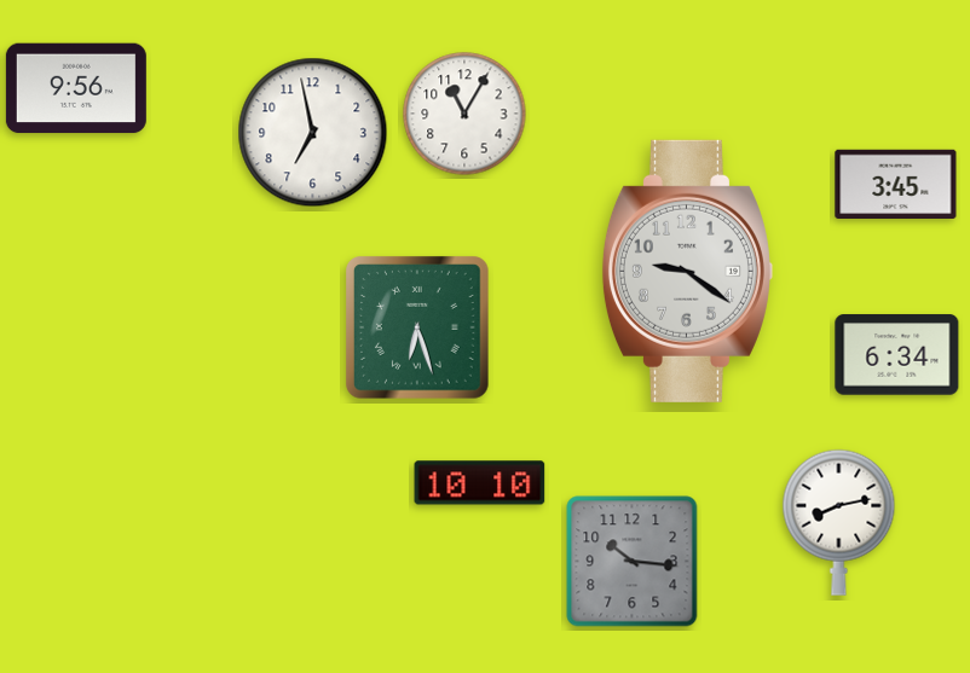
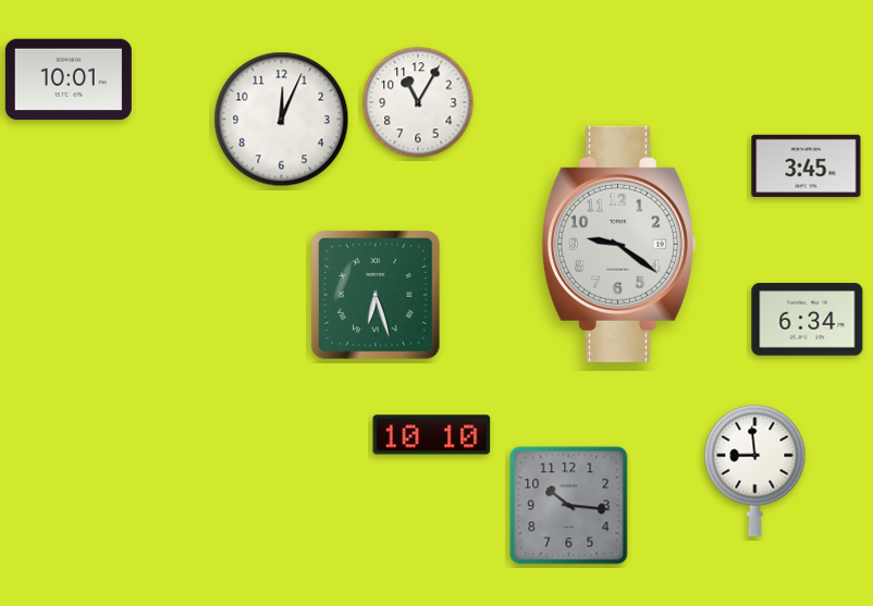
clock at (76, 88): 9:56 -> 10:01
clock at (313, 133): 6:58 -> 12:04
clock at (839, 522): 8:13 -> 8:59
